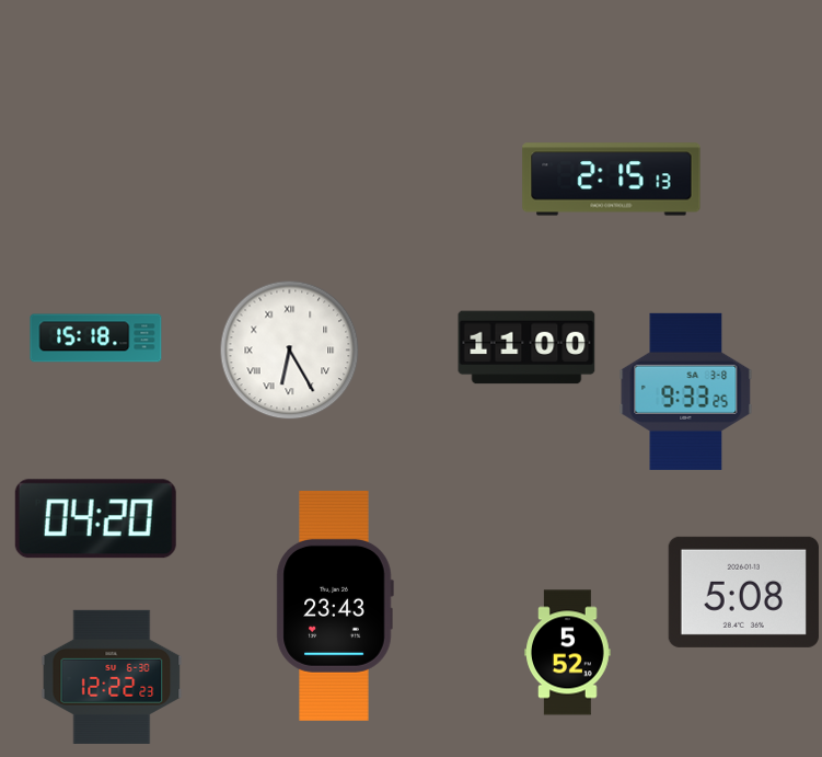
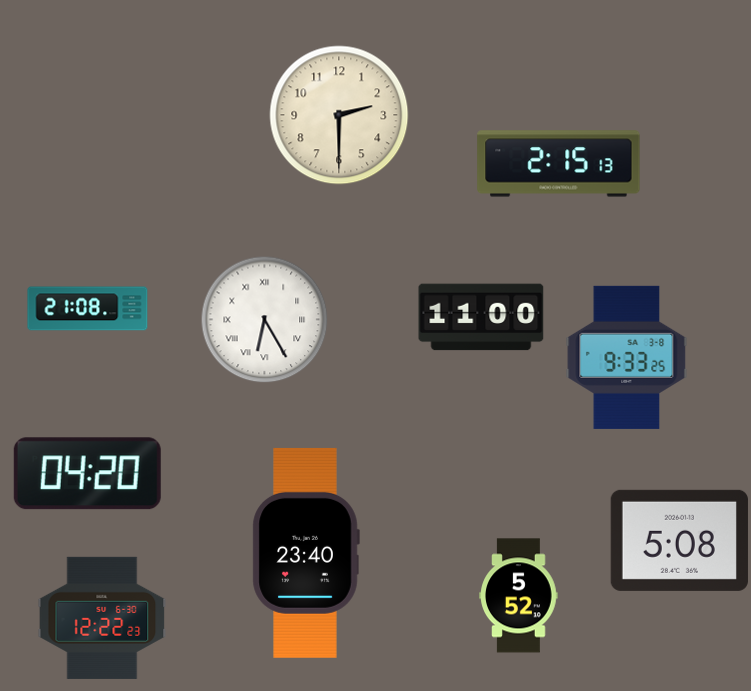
clock at (339, 115): none -> 2:30
clock at (96, 339): 15:18 -> 21:08
clock at (335, 606): 23:43 -> 23:40
